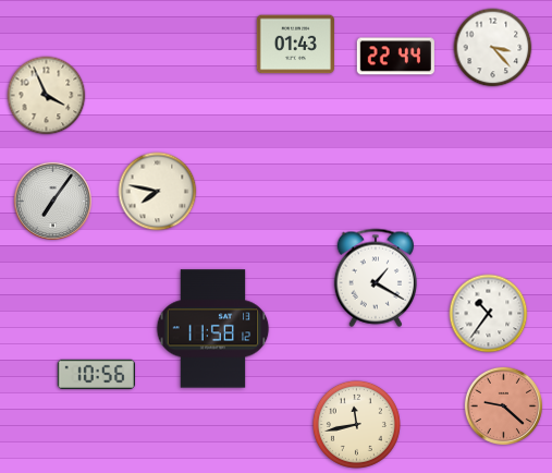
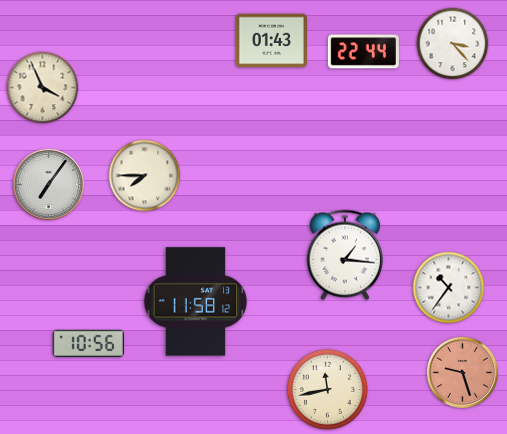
clock at (158, 192): 7:47 -> 7:45
clock at (375, 278): 1:20 -> 1:16
clock at (503, 405): 9:22 -> 9:27
